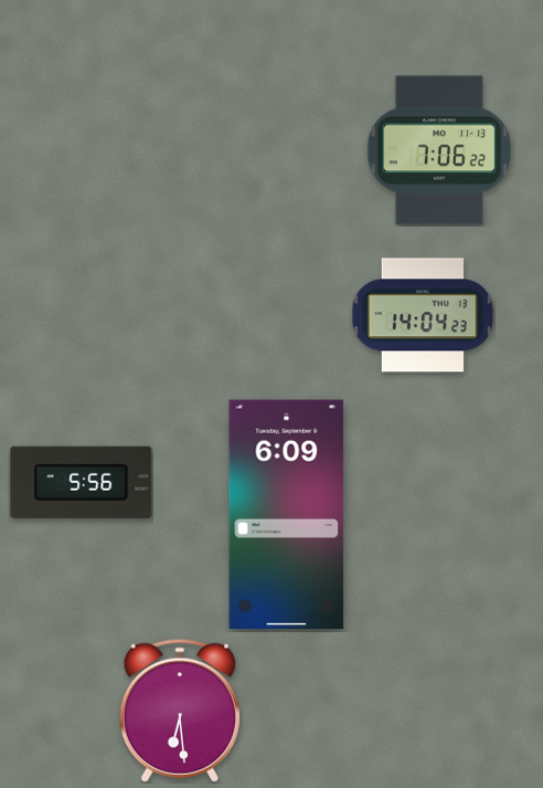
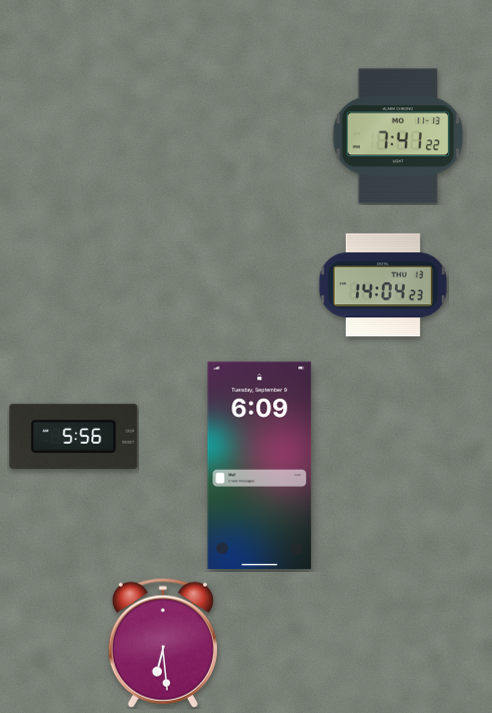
clock at (439, 150): 7:06 -> 7:41
